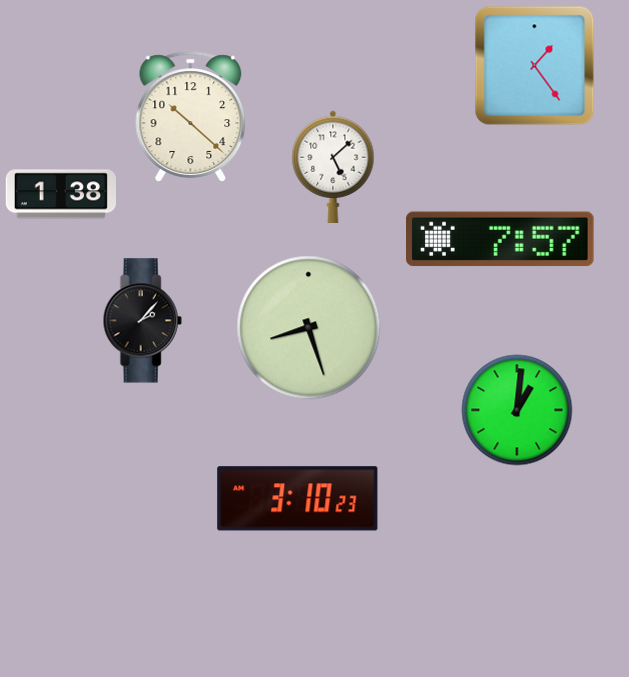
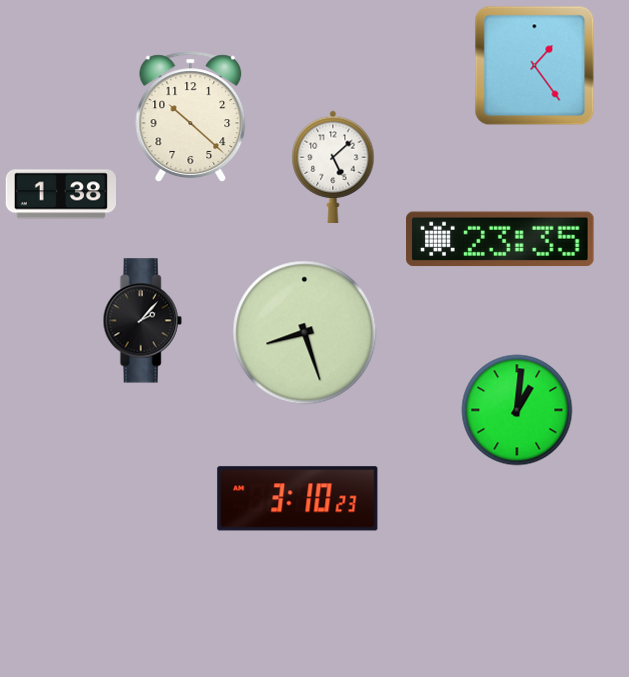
clock at (500, 239): 7:57 -> 23:35
clock at (309, 328) position: (309, 328) -> (305, 333)
